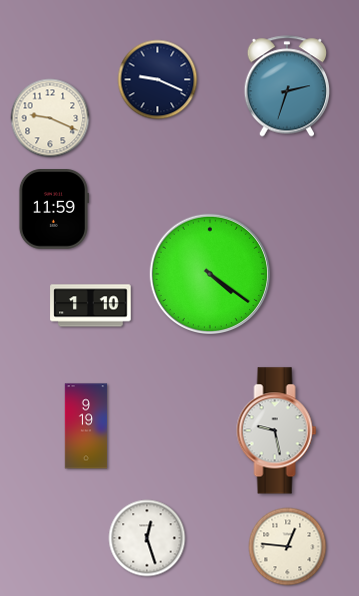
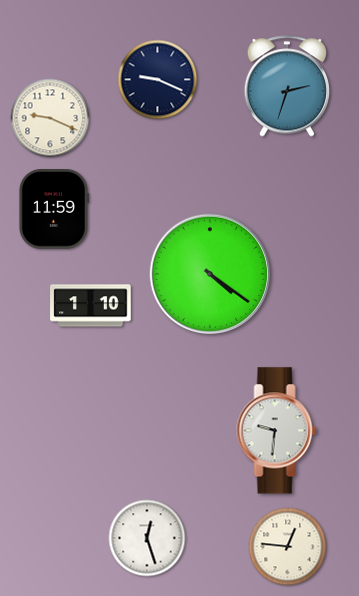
clock at (86, 426): 9:19 -> none
clock at (277, 431): 9:28 -> 9:31
